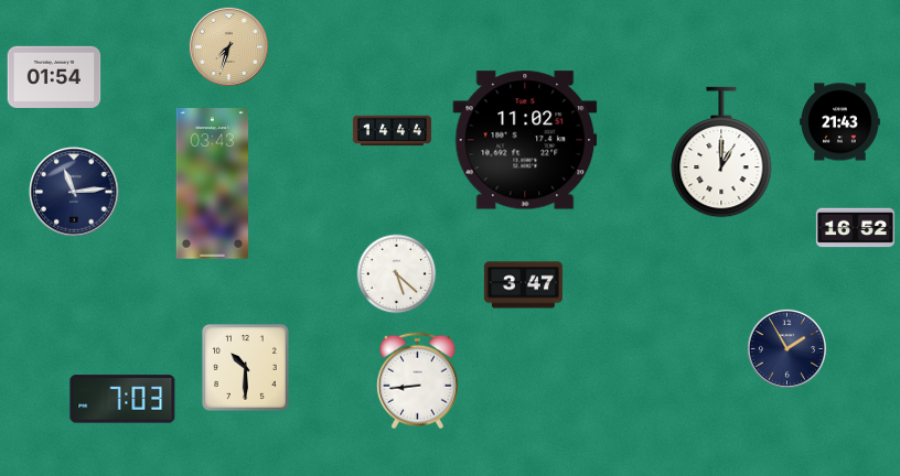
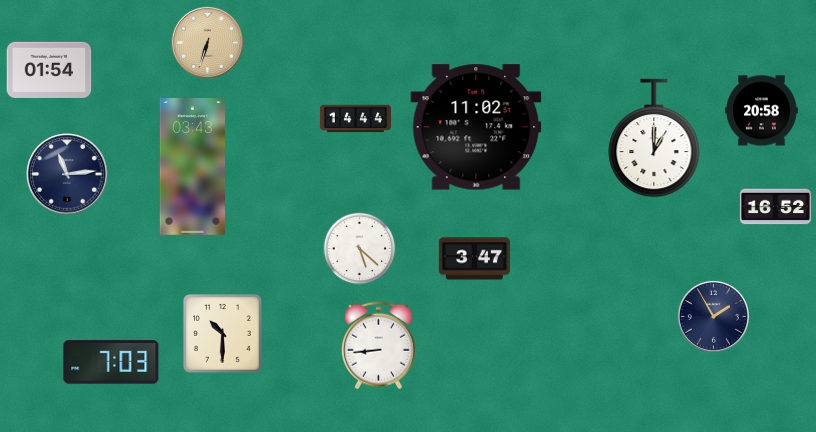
clock at (228, 46): 7:33 -> 6:33
clock at (840, 122): 21:43 -> 20:58
